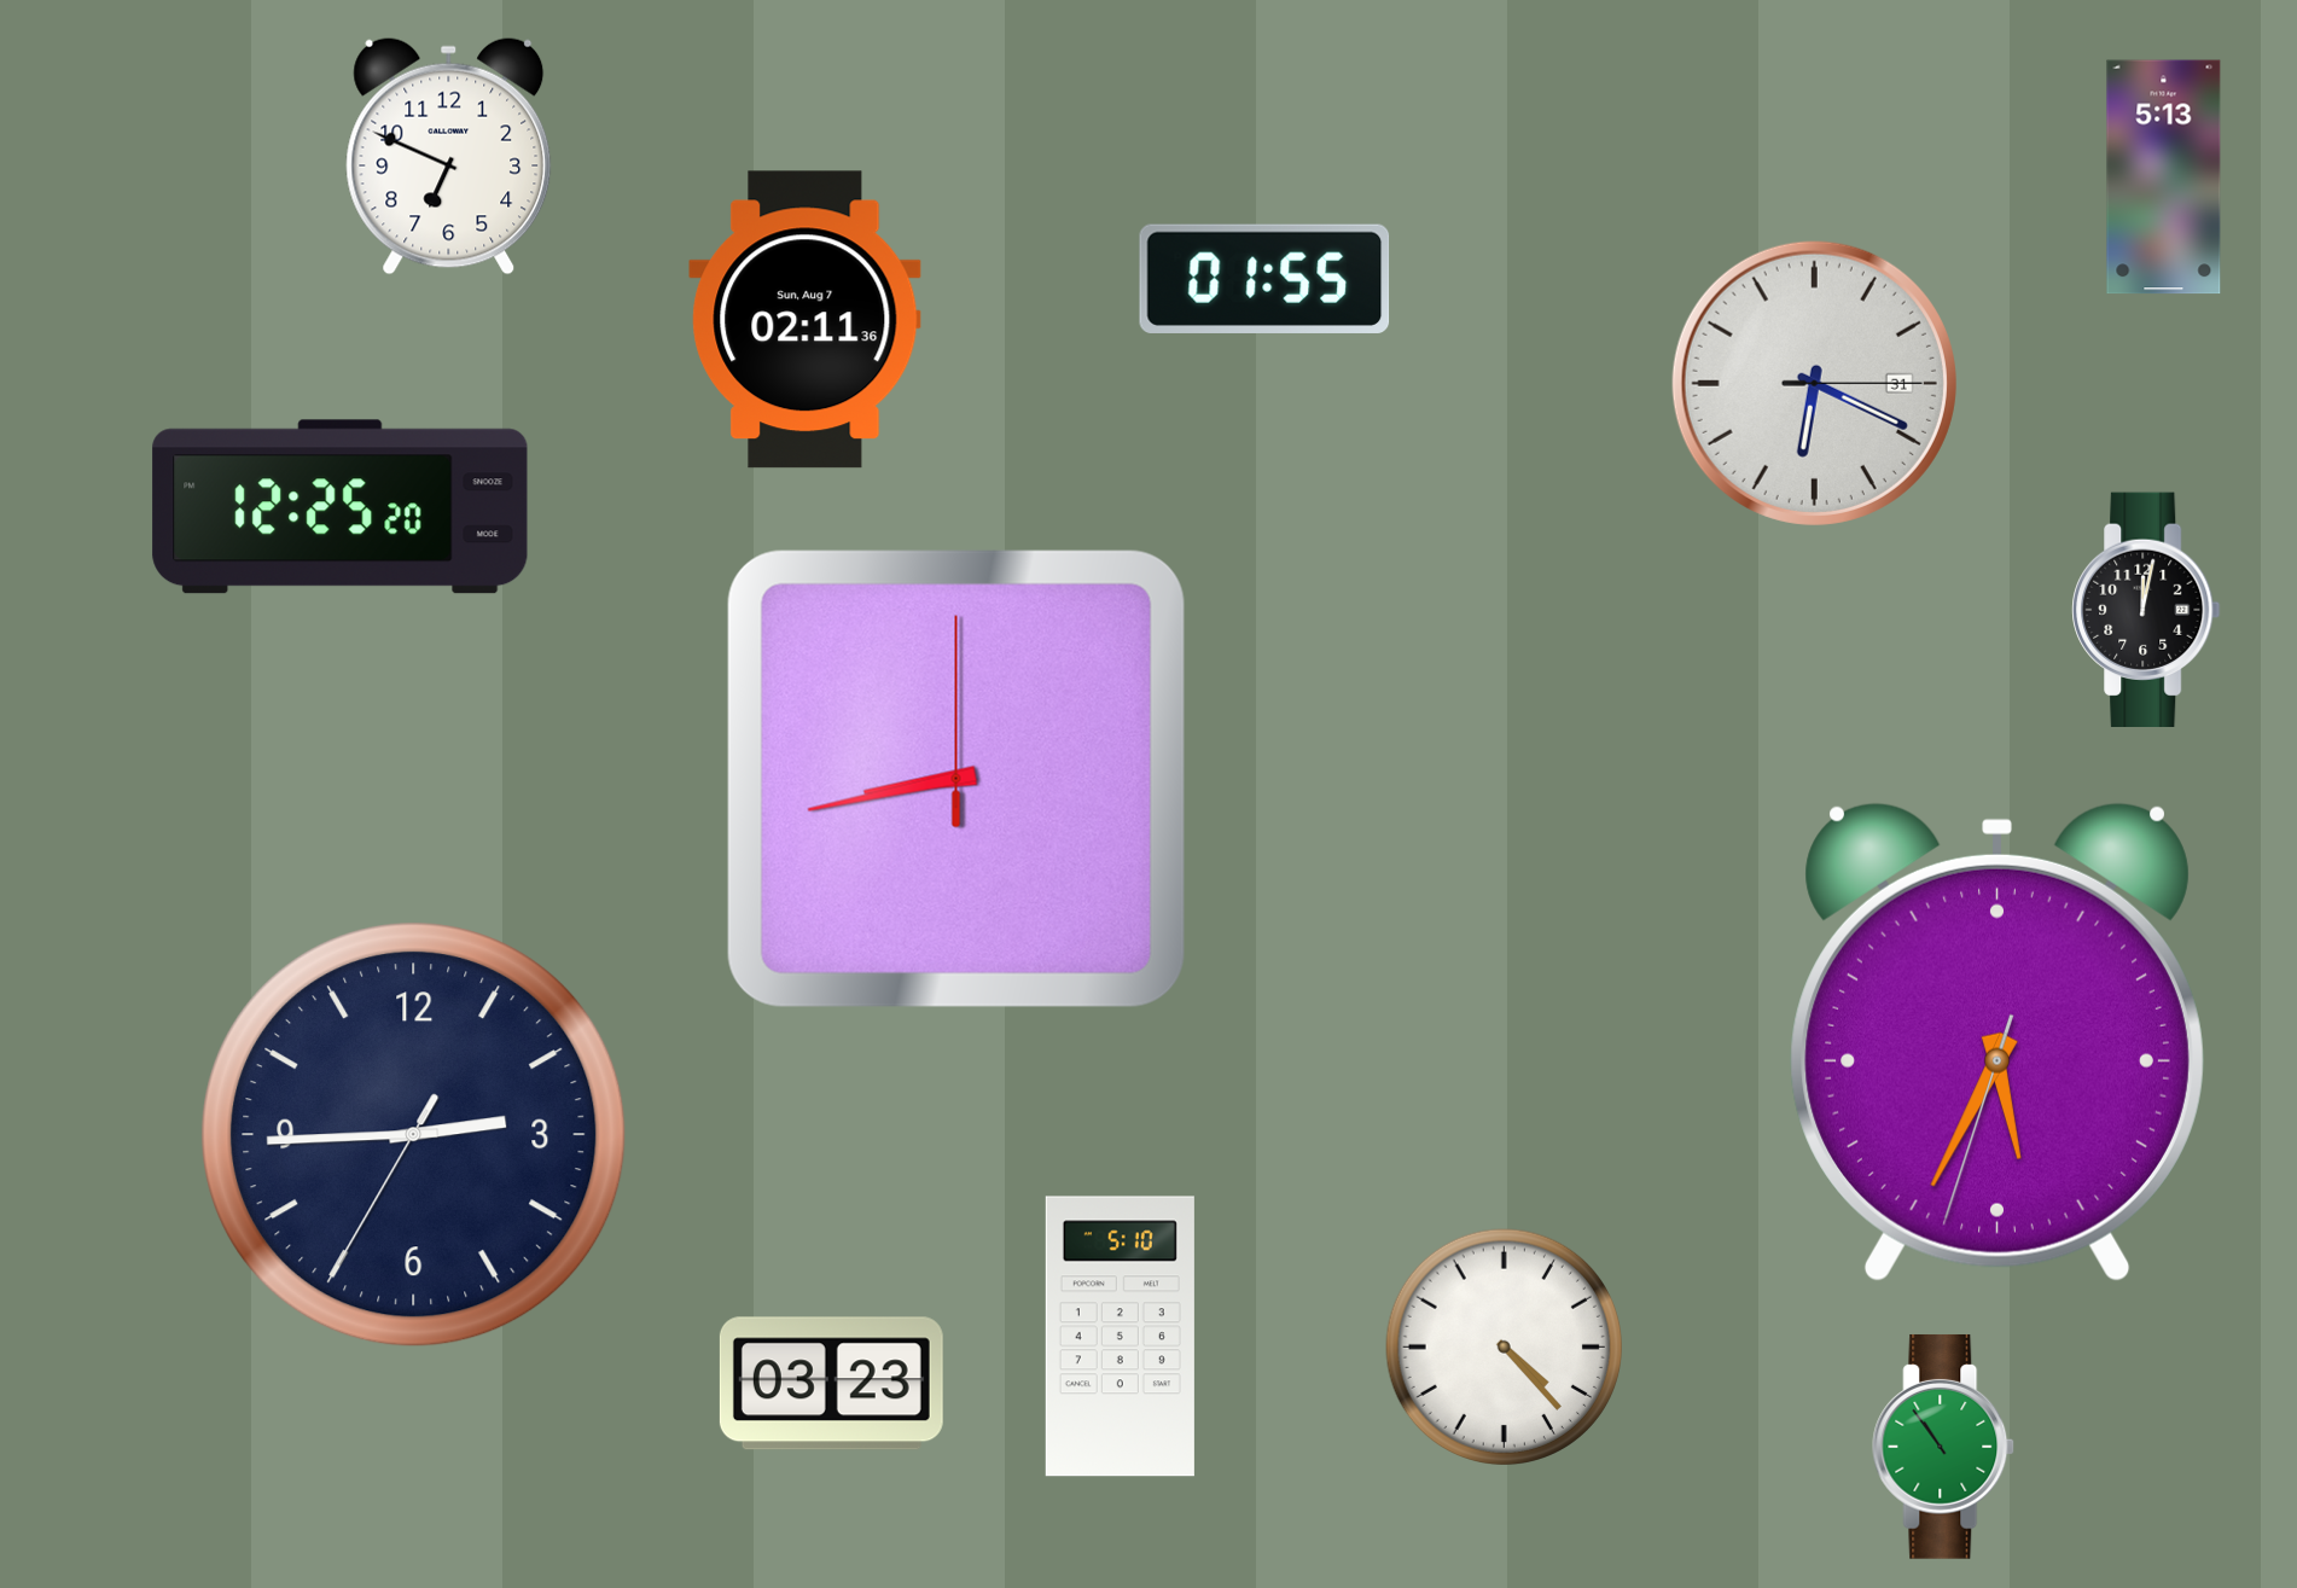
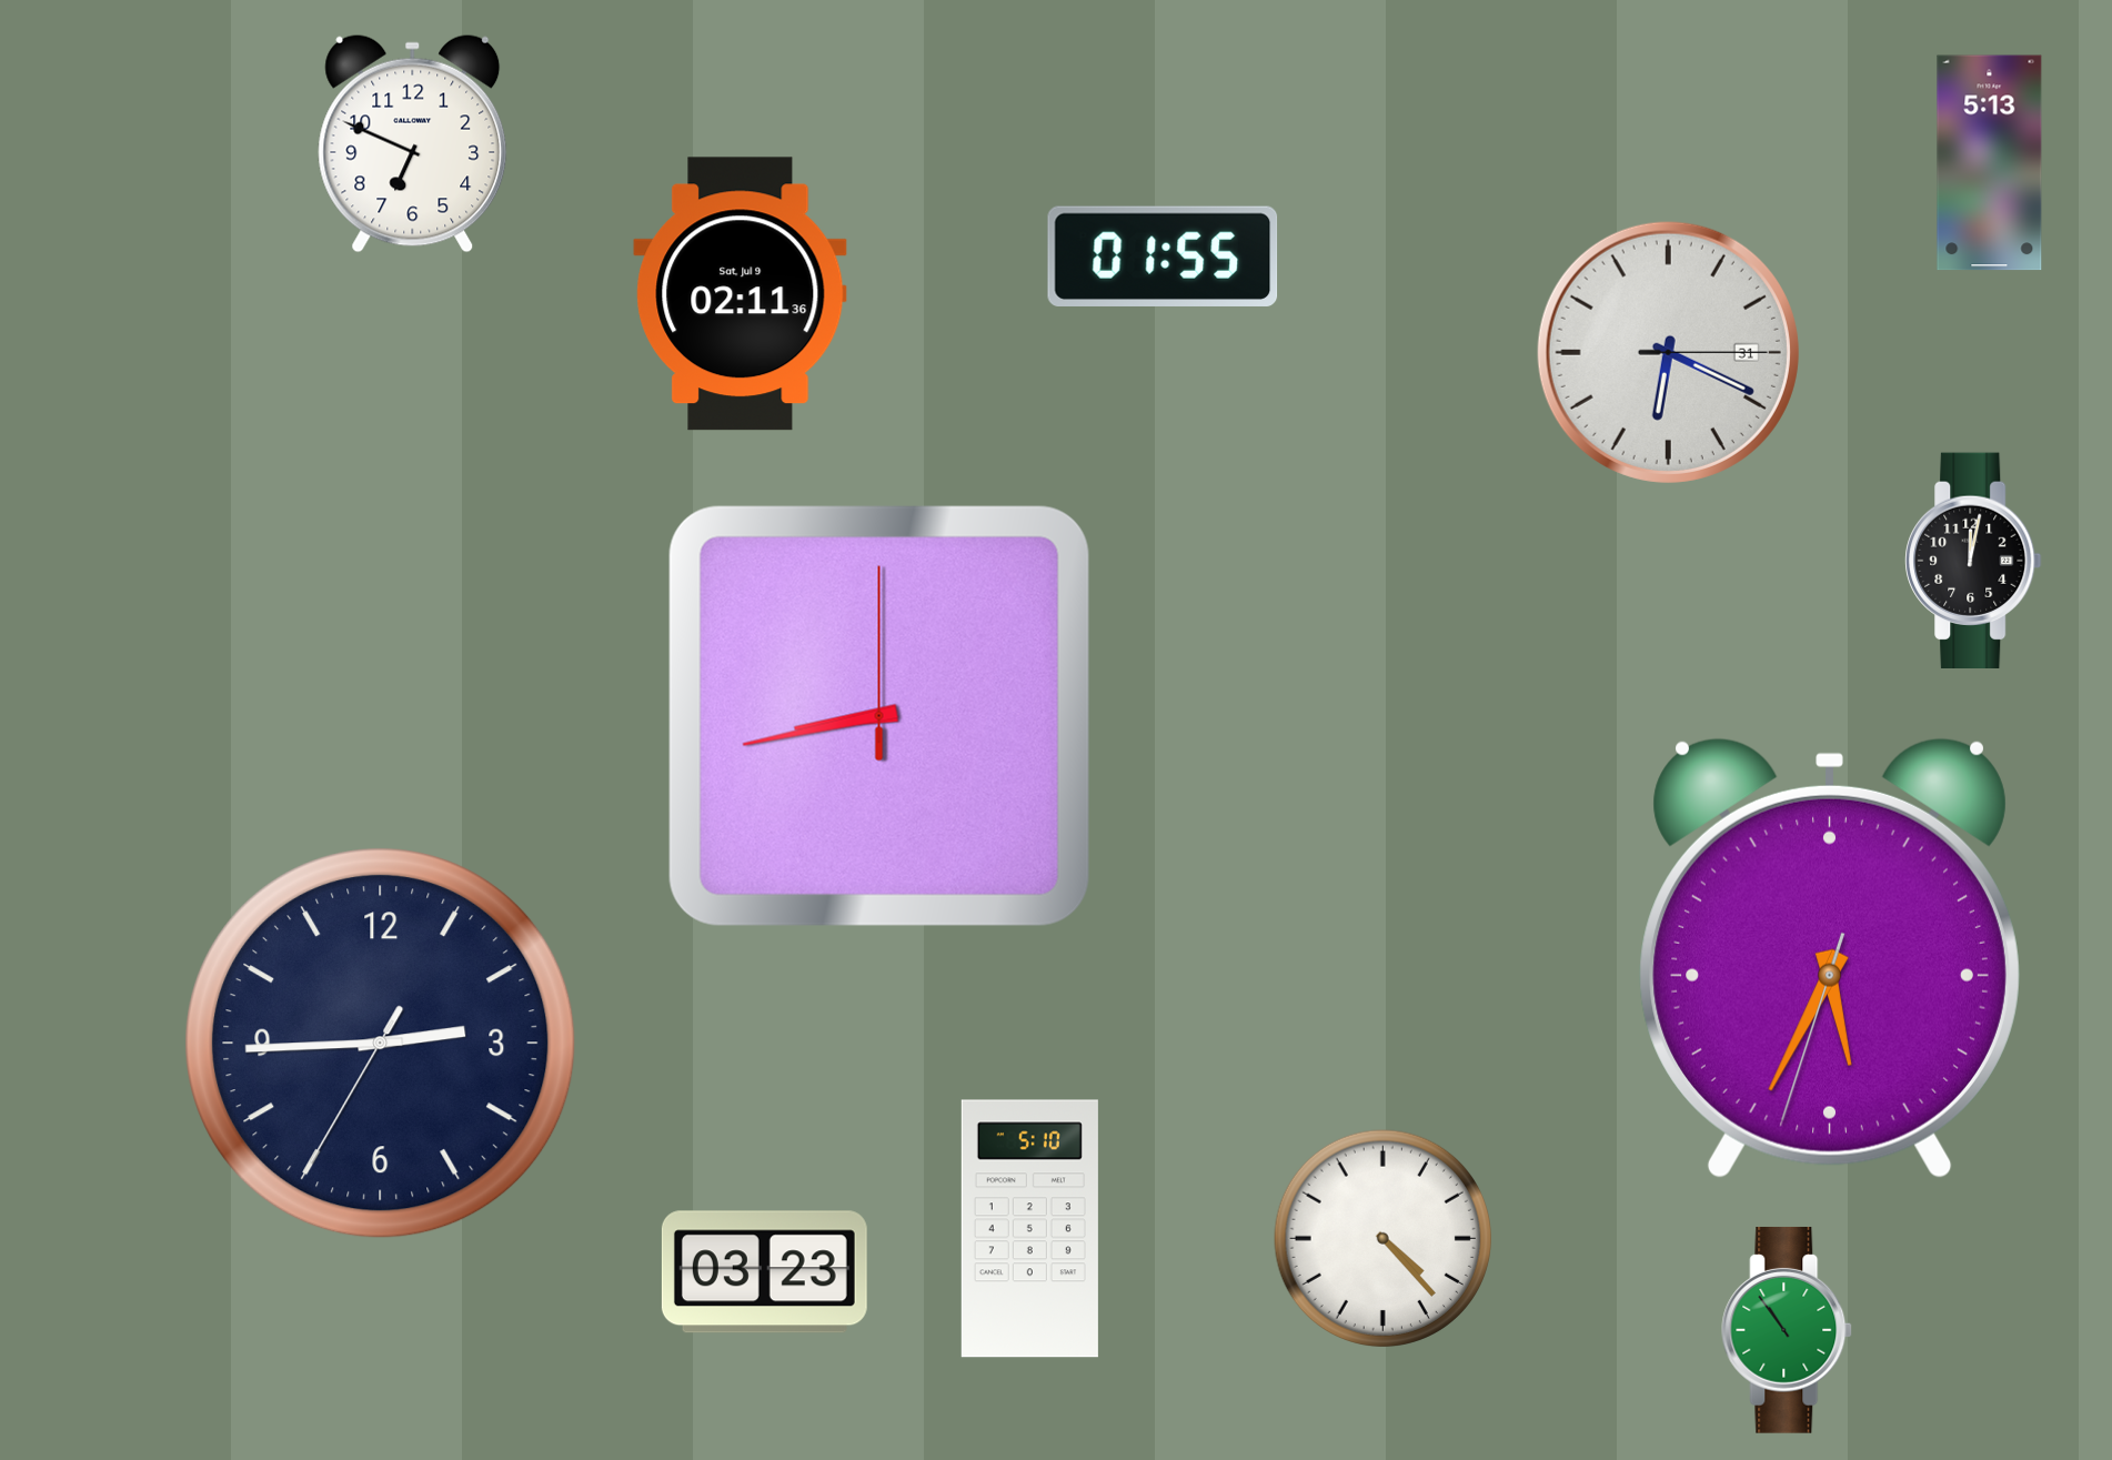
clock at (806, 320) date: Sun, Aug 7 -> Sat, Jul 9
clock at (341, 507): 12:25 -> none
clock at (1997, 1042) position: (1997, 1042) -> (1830, 958)
